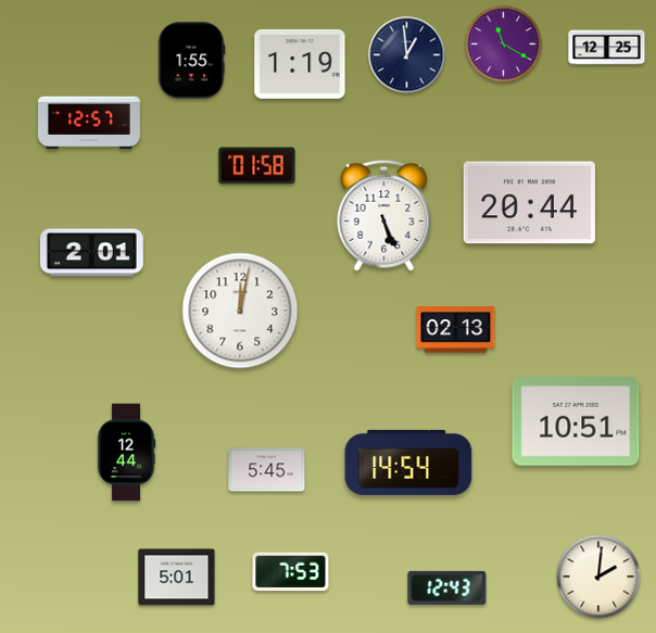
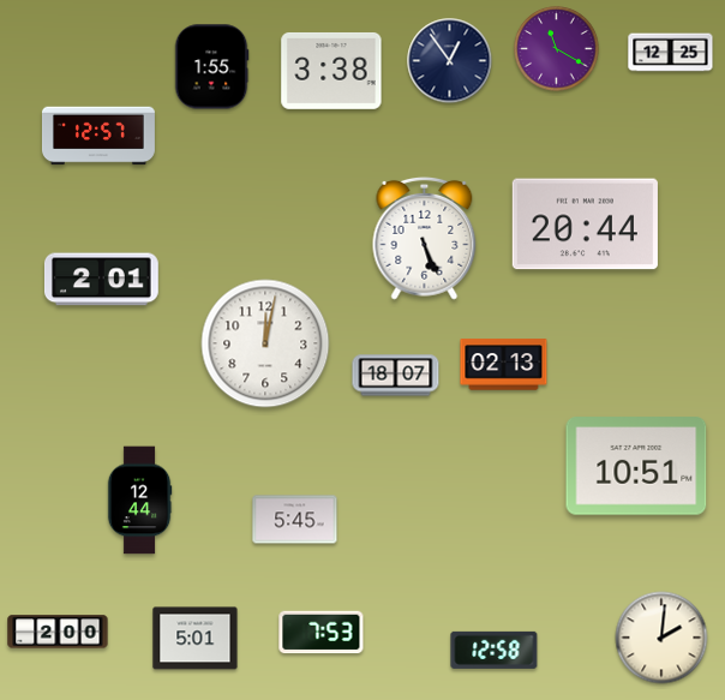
clock at (407, 55): 12:59 -> 12:54
clock at (300, 64): 1:19 -> 3:38
clock at (257, 166): 01:58 -> none
clock at (396, 376): none -> 18:07
clock at (408, 463): 14:54 -> none
clock at (58, 632): none -> 2:00
clock at (447, 587): 12:43 -> 12:58
